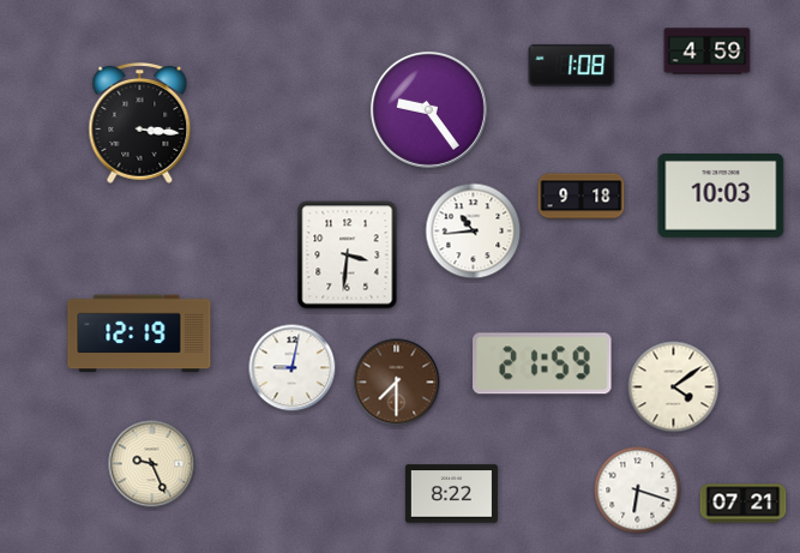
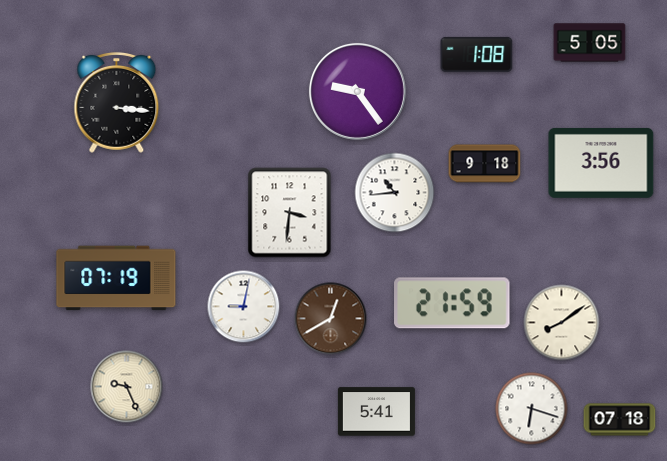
clock at (708, 52): 4:59 -> 5:05
clock at (721, 196): 10:03 -> 3:56
clock at (139, 333): 12:19 -> 07:19
clock at (397, 383): 7:30 -> 12:40
clock at (674, 387): 4:09 -> 8:09
clock at (451, 494): 8:22 -> 5:41
clock at (744, 504): 07:21 -> 07:18
